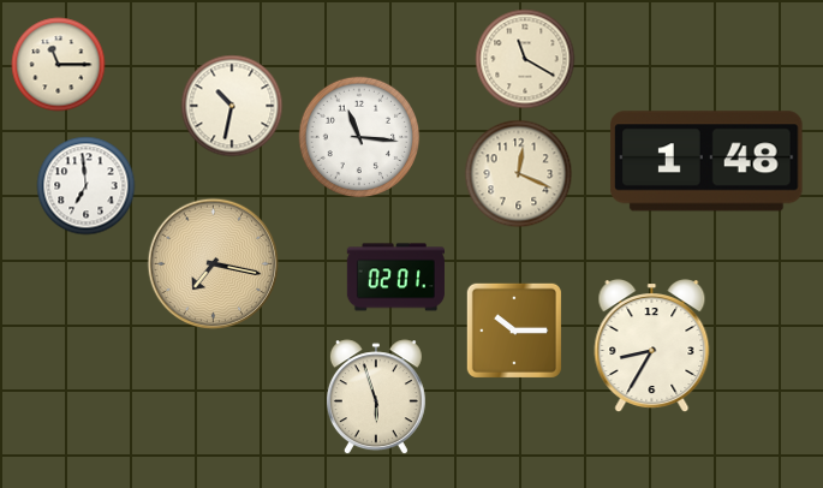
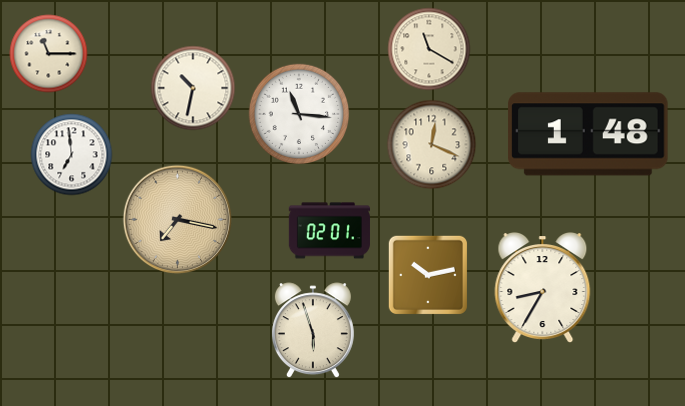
clock at (525, 59) position: (525, 59) -> (429, 49)
clock at (514, 331): 10:15 -> 10:13
